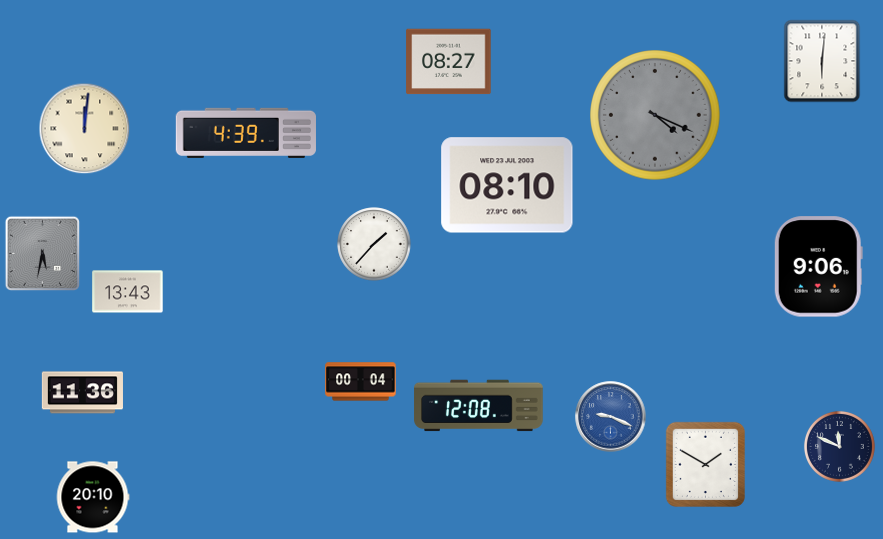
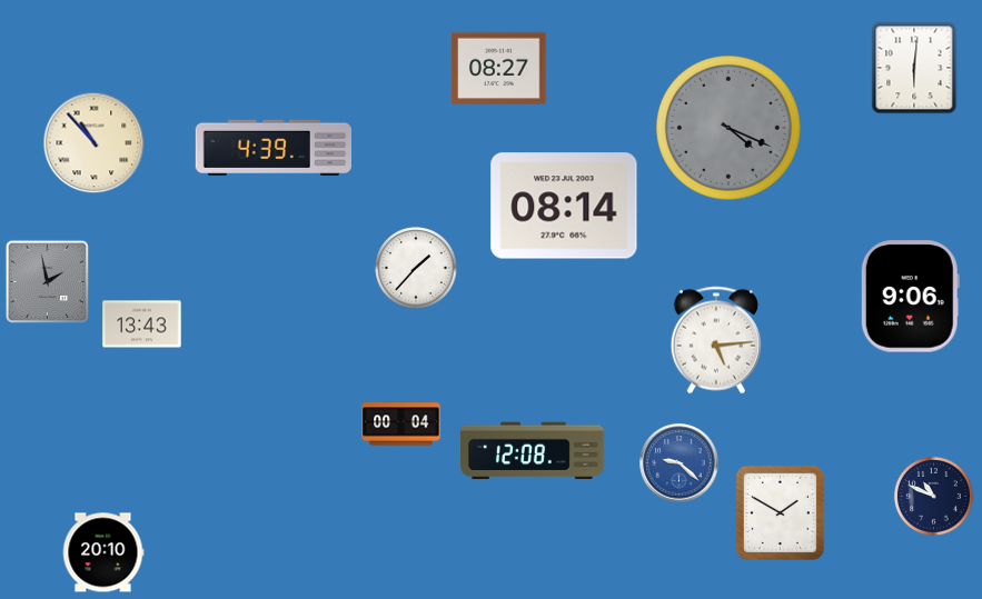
clock at (85, 129): 12:01 -> 10:53
clock at (507, 185): 08:10 -> 08:14
clock at (374, 244) position: (374, 244) -> (416, 268)
clock at (43, 254): 5:32 -> 1:58
clock at (716, 340): none -> 5:14
clock at (82, 393): 11:36 -> none
clock at (611, 417): 9:19 -> 9:22
clock at (839, 446): 11:49 -> 10:49
clock at (705, 464) position: (705, 464) -> (780, 512)
